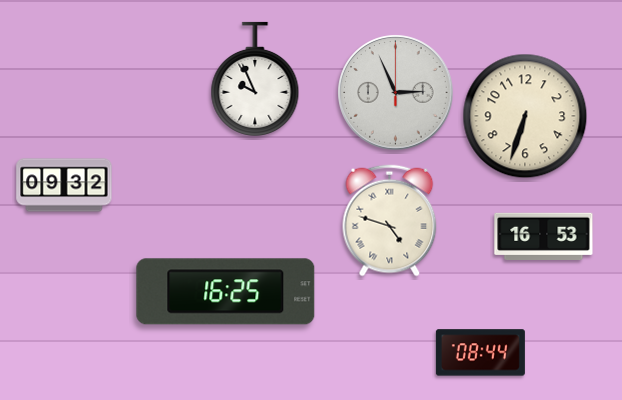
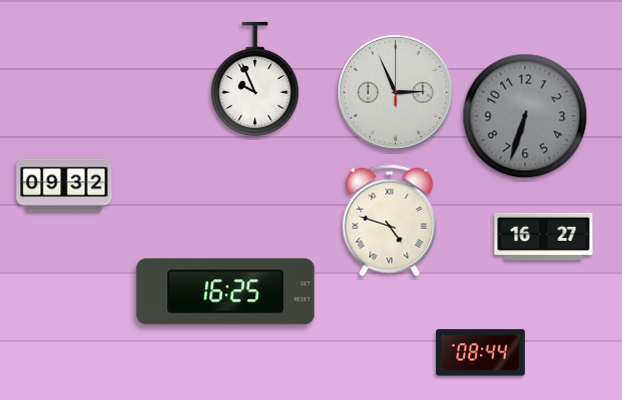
clock at (525, 116) dial: cream -> grey
clock at (544, 236): 16:53 -> 16:27
